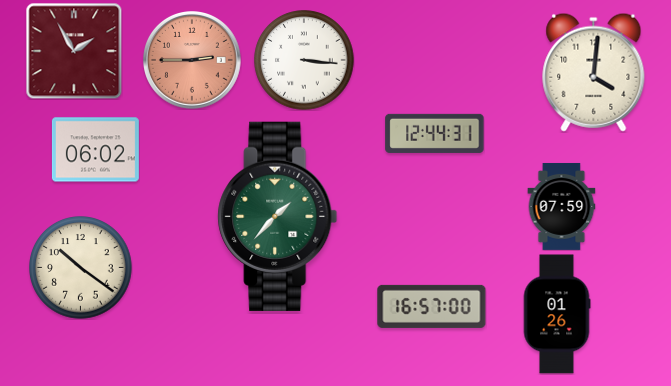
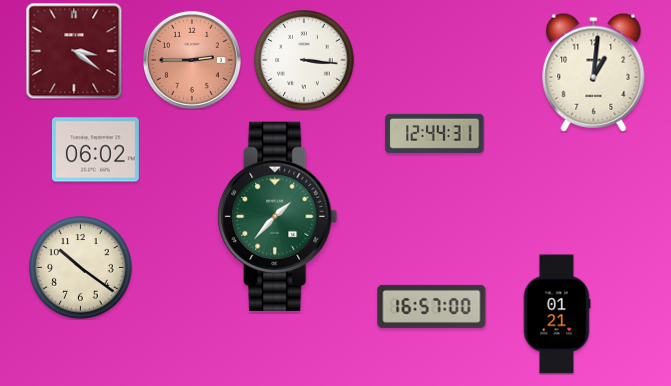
clock at (74, 51): 1:55 -> 3:21
clock at (594, 72): 4:01 -> 1:01
clock at (562, 206): 07:59 -> none
clock at (557, 314): 01:26 -> 01:21
